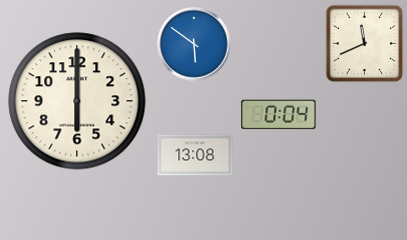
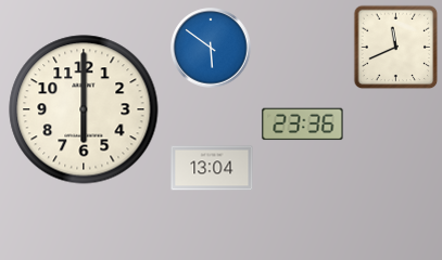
clock at (279, 115): 0:04 -> 23:36
clock at (195, 155): 13:08 -> 13:04
